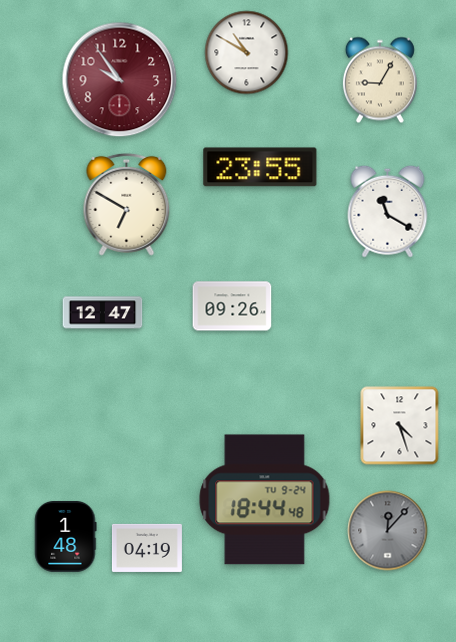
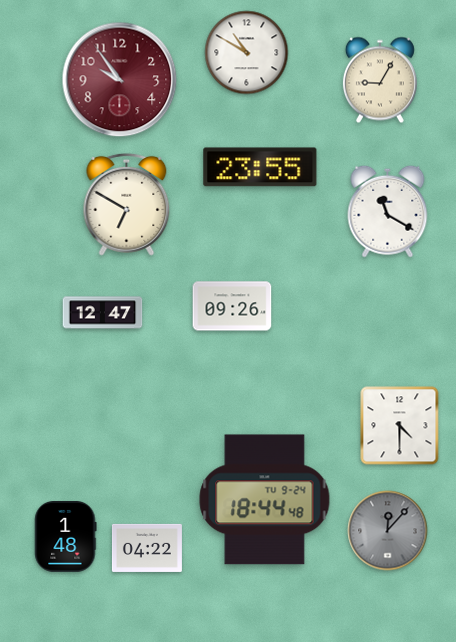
clock at (400, 426): 4:27 -> 4:30
clock at (147, 548): 04:19 -> 04:22
